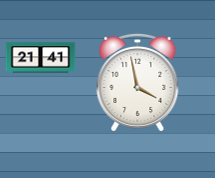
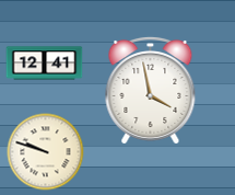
clock at (41, 58): 21:41 -> 12:41
clock at (46, 152): none -> 9:48
